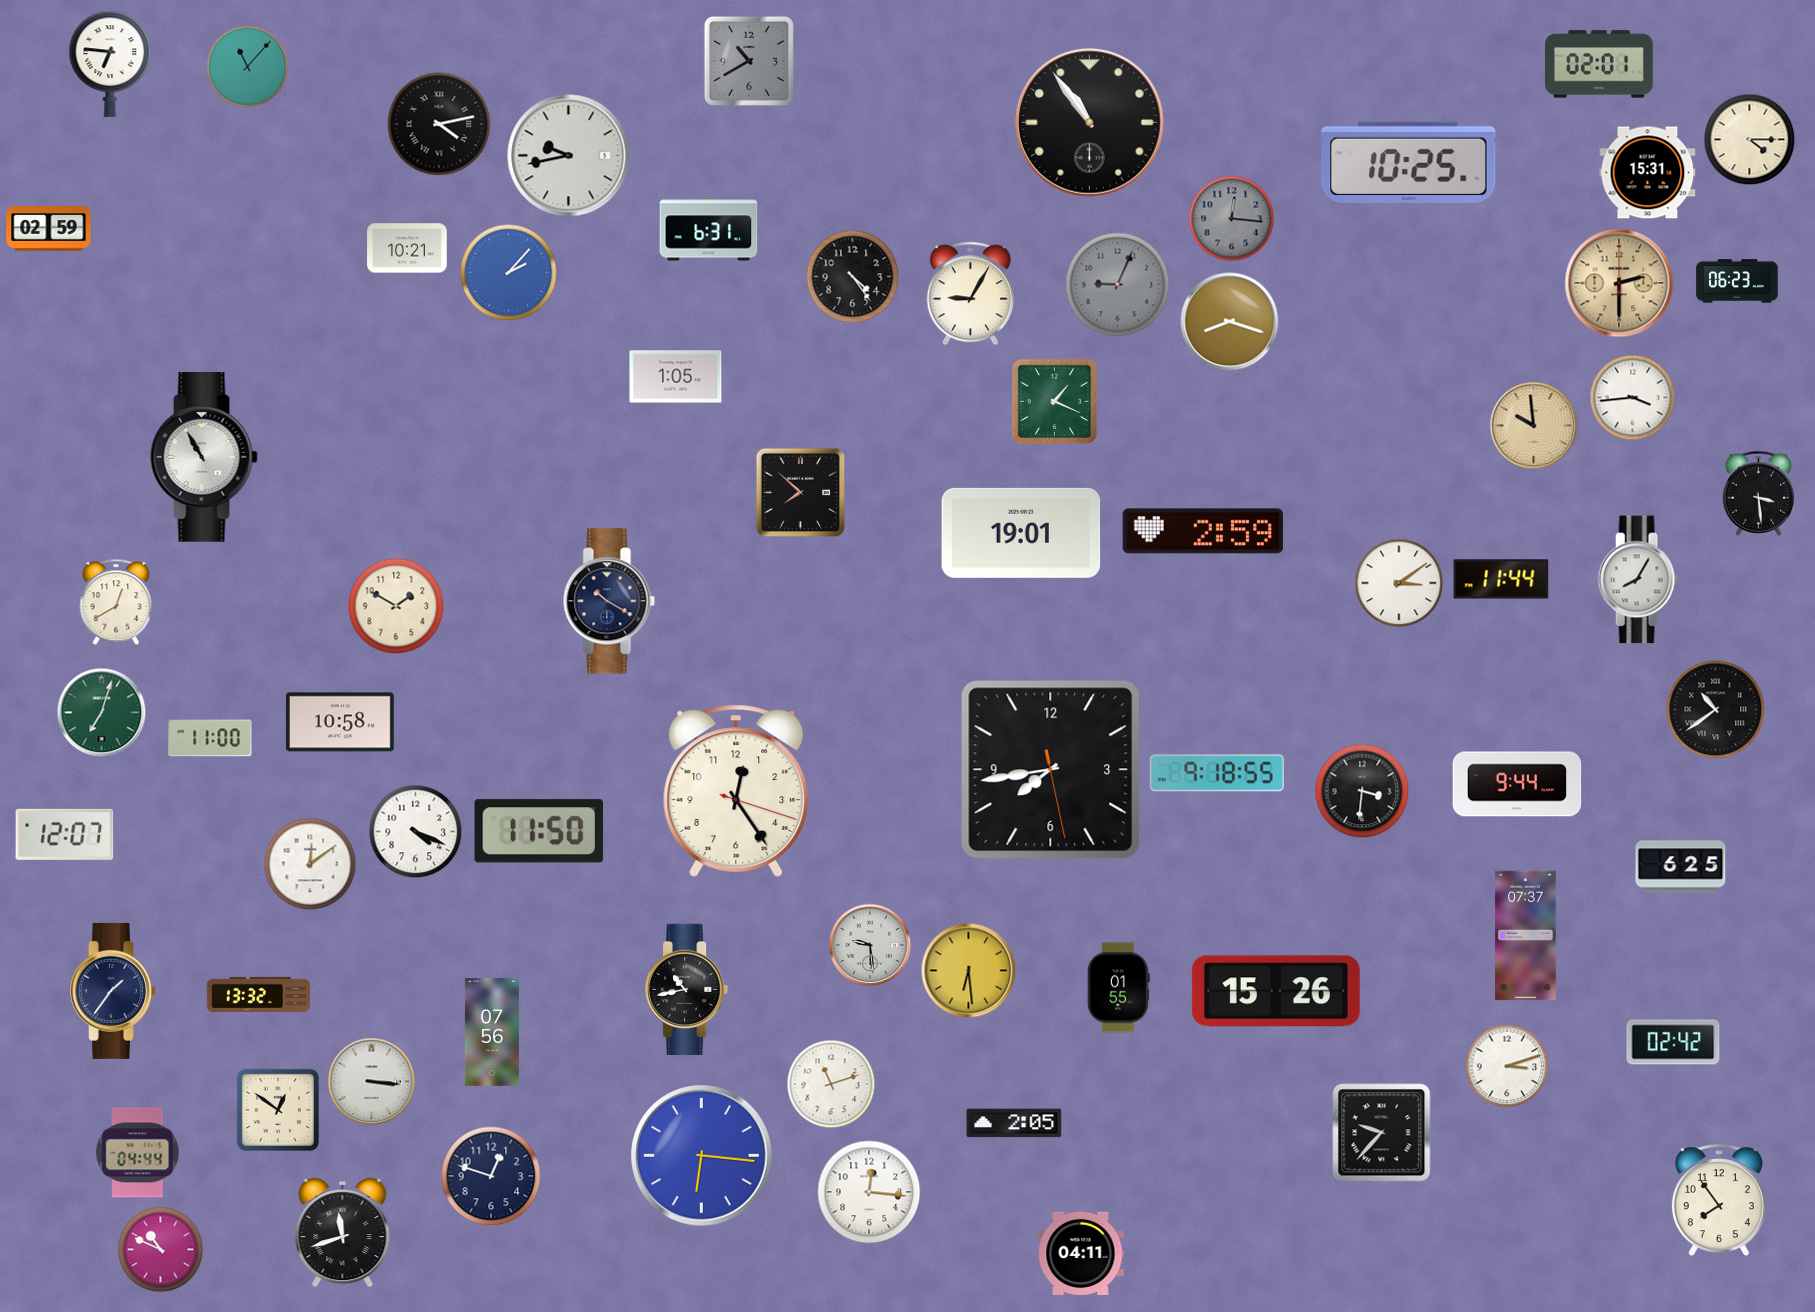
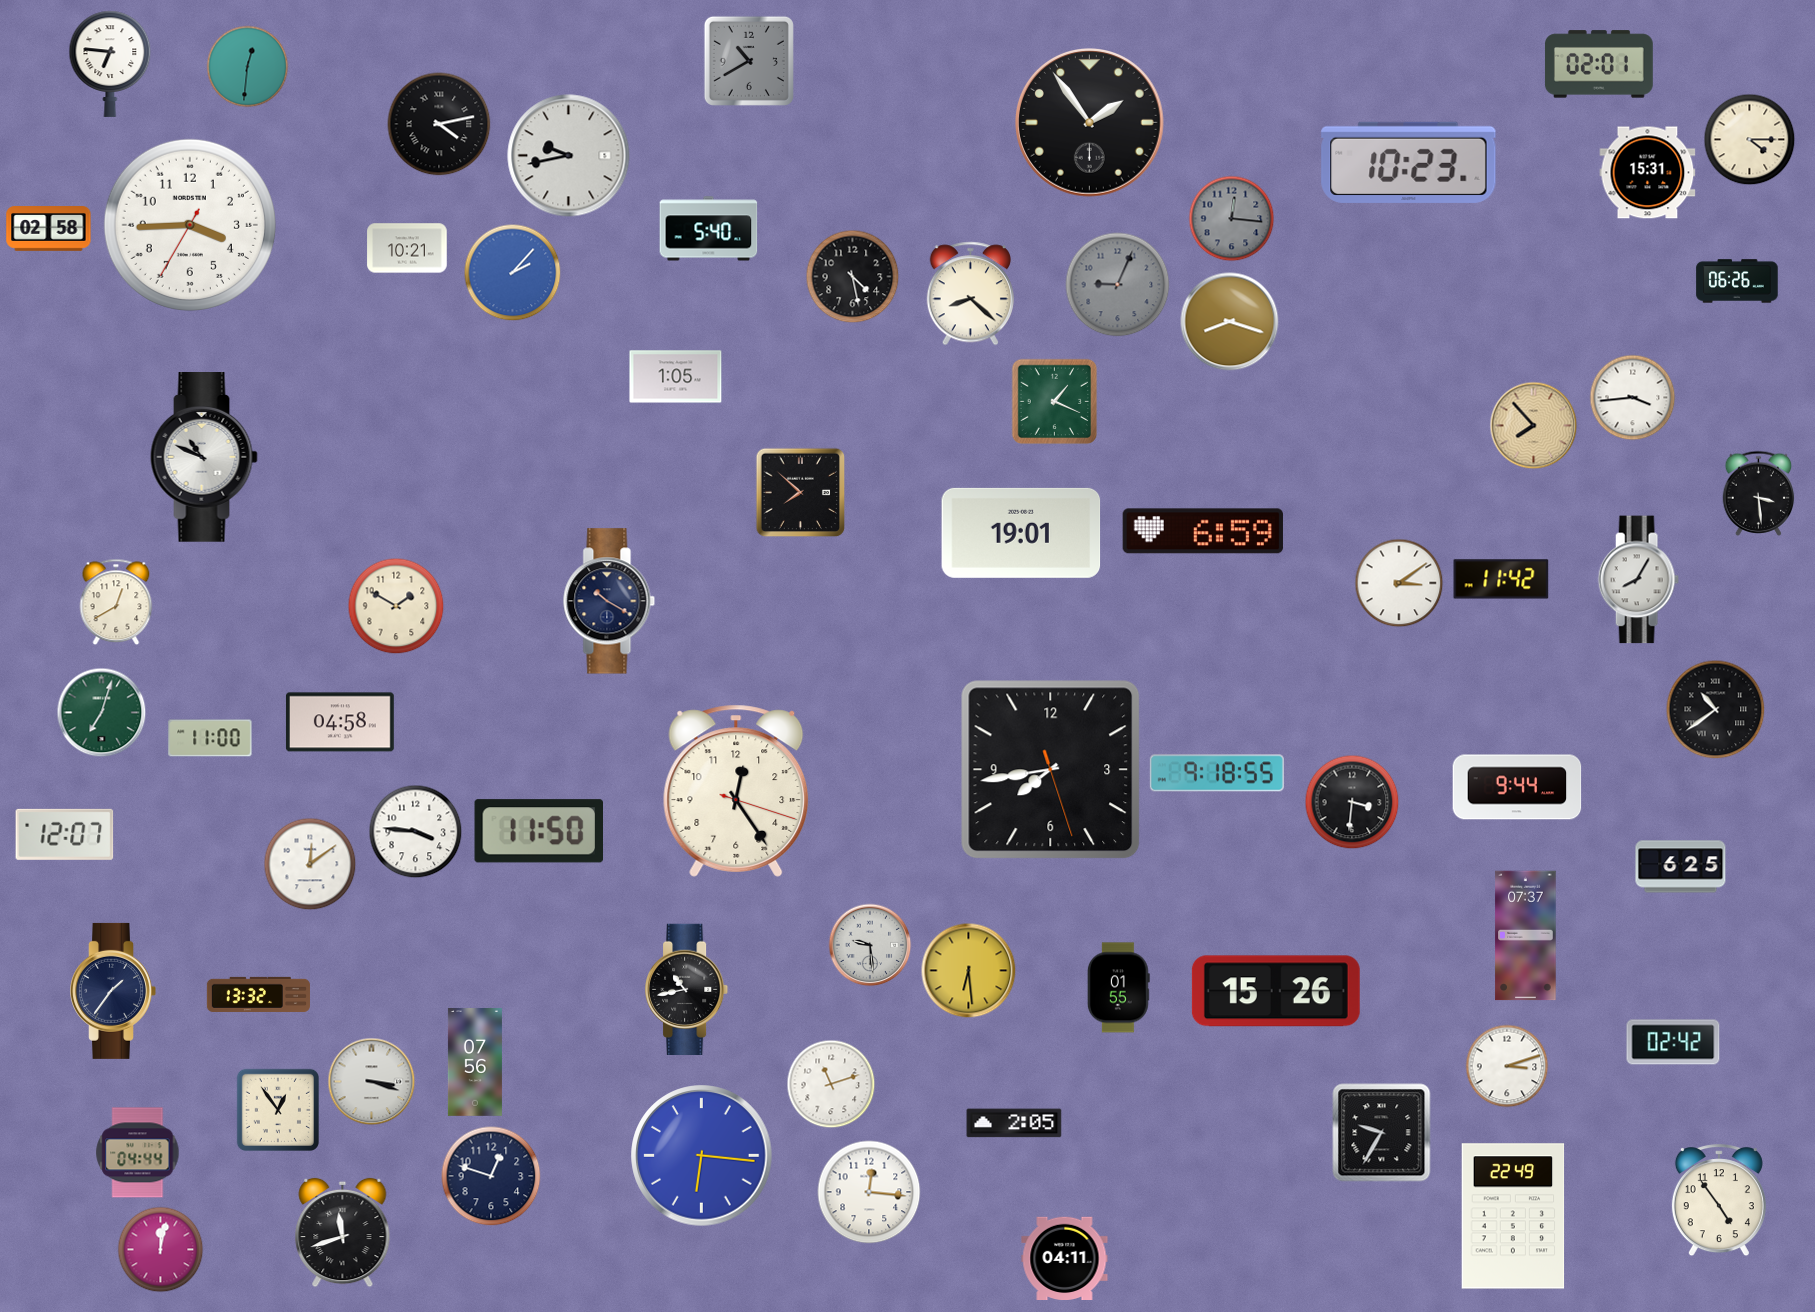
clock at (248, 67): 11:07 -> 12:31
clock at (1090, 123): 10:54 -> 1:54
clock at (1409, 162): 10:25 -> 10:23
clock at (190, 225): none -> 3:44
clock at (49, 229): 02:59 -> 02:58
clock at (709, 229): 6:31 -> 5:40
clock at (509, 273) position: (509, 273) -> (513, 273)
clock at (853, 277): 4:24 -> 4:28
clock at (1737, 281): 06:23 -> 06:26
clock at (1619, 283): 2:30 -> none
clock at (970, 294): 9:05 -> 8:22
clock at (1534, 426): 9:59 -> 7:53
clock at (204, 458): 10:55 -> 10:49
clock at (1202, 531): 2:59 -> 6:59
clock at (1501, 579): 11:44 -> 11:42
clock at (340, 722): 10:58 -> 04:58
clock at (1051, 770): 7:43:28 -> 7:43:27
clock at (1517, 784) position: (1517, 784) -> (1517, 787)
clock at (1362, 791) position: (1362, 791) -> (1352, 802)
clock at (416, 832): 4:19 -> 3:46
clock at (492, 1033) position: (492, 1033) -> (475, 1063)
clock at (372, 1082): 3:16 -> 3:18
clock at (278, 1110): 12:51 -> 12:54
clock at (1382, 1133): 9:37 -> 9:35
clock at (1719, 1201): 7:54 -> 4:54
clock at (1513, 1216): none -> 22:49
clock at (161, 1250): 10:49 -> 12:02
clock at (1081, 1254) position: (1081, 1254) -> (1065, 1259)
